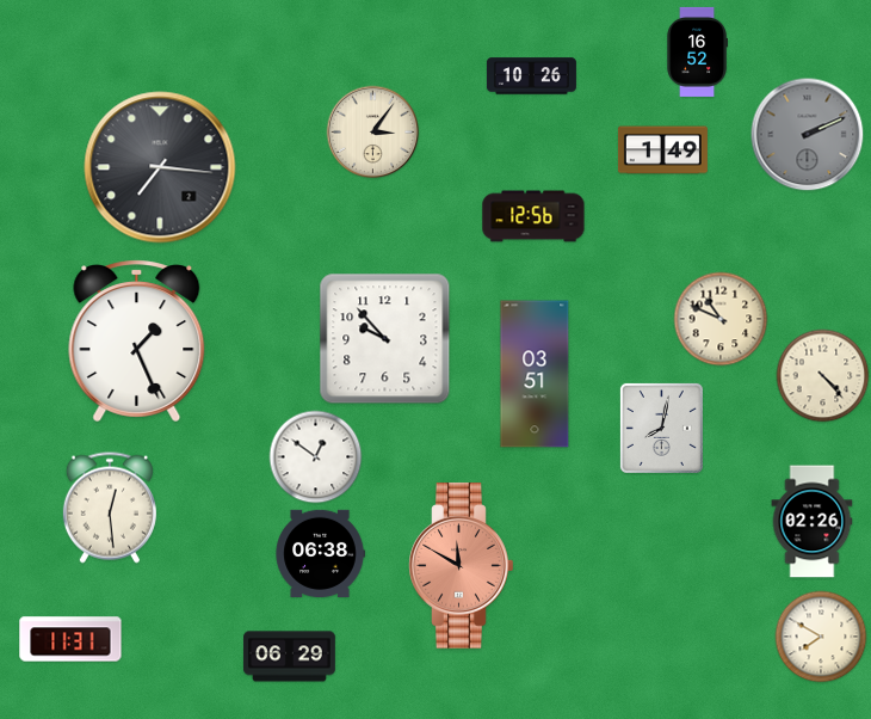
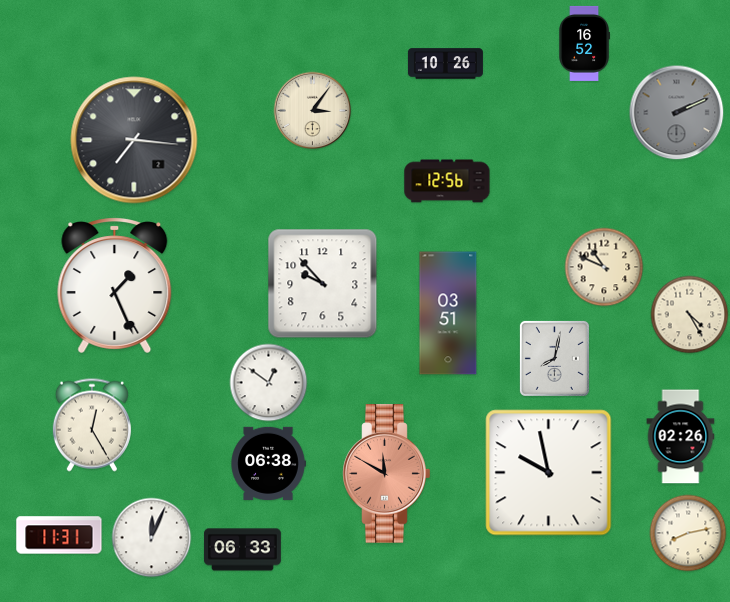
clock at (662, 150): 1:49 -> none
clock at (823, 376): 4:23 -> 4:25
clock at (316, 457) position: (316, 457) -> (269, 383)
clock at (110, 508): 12:29 -> 12:25
clock at (549, 473): none -> 9:58
clock at (821, 637): 7:50 -> 8:13
clock at (152, 538): none -> 12:04
clock at (290, 657): 06:29 -> 06:33
